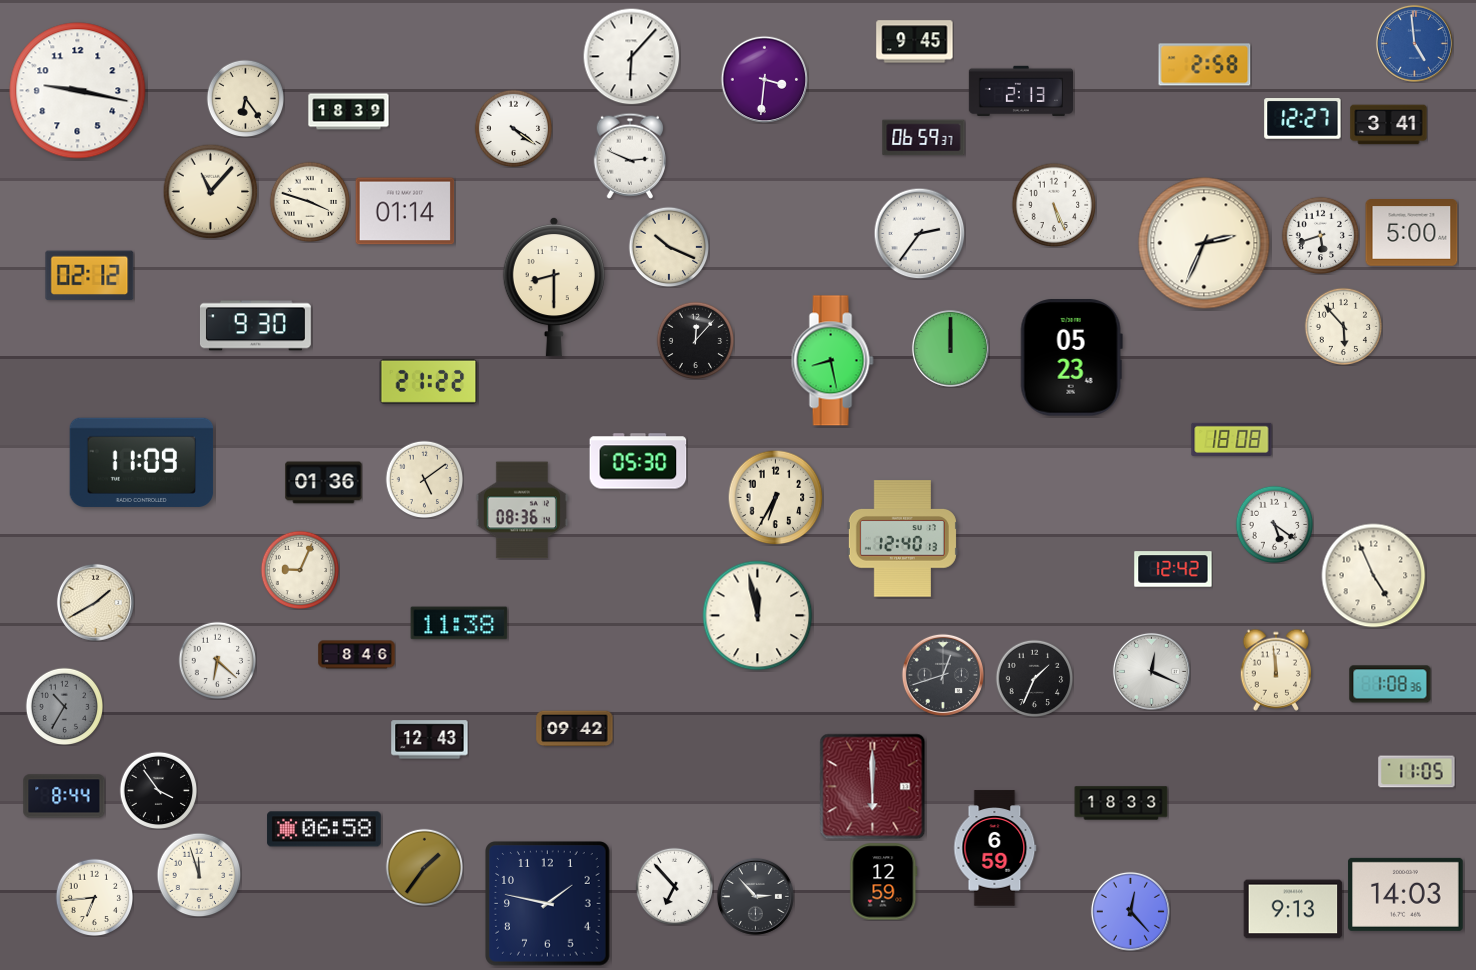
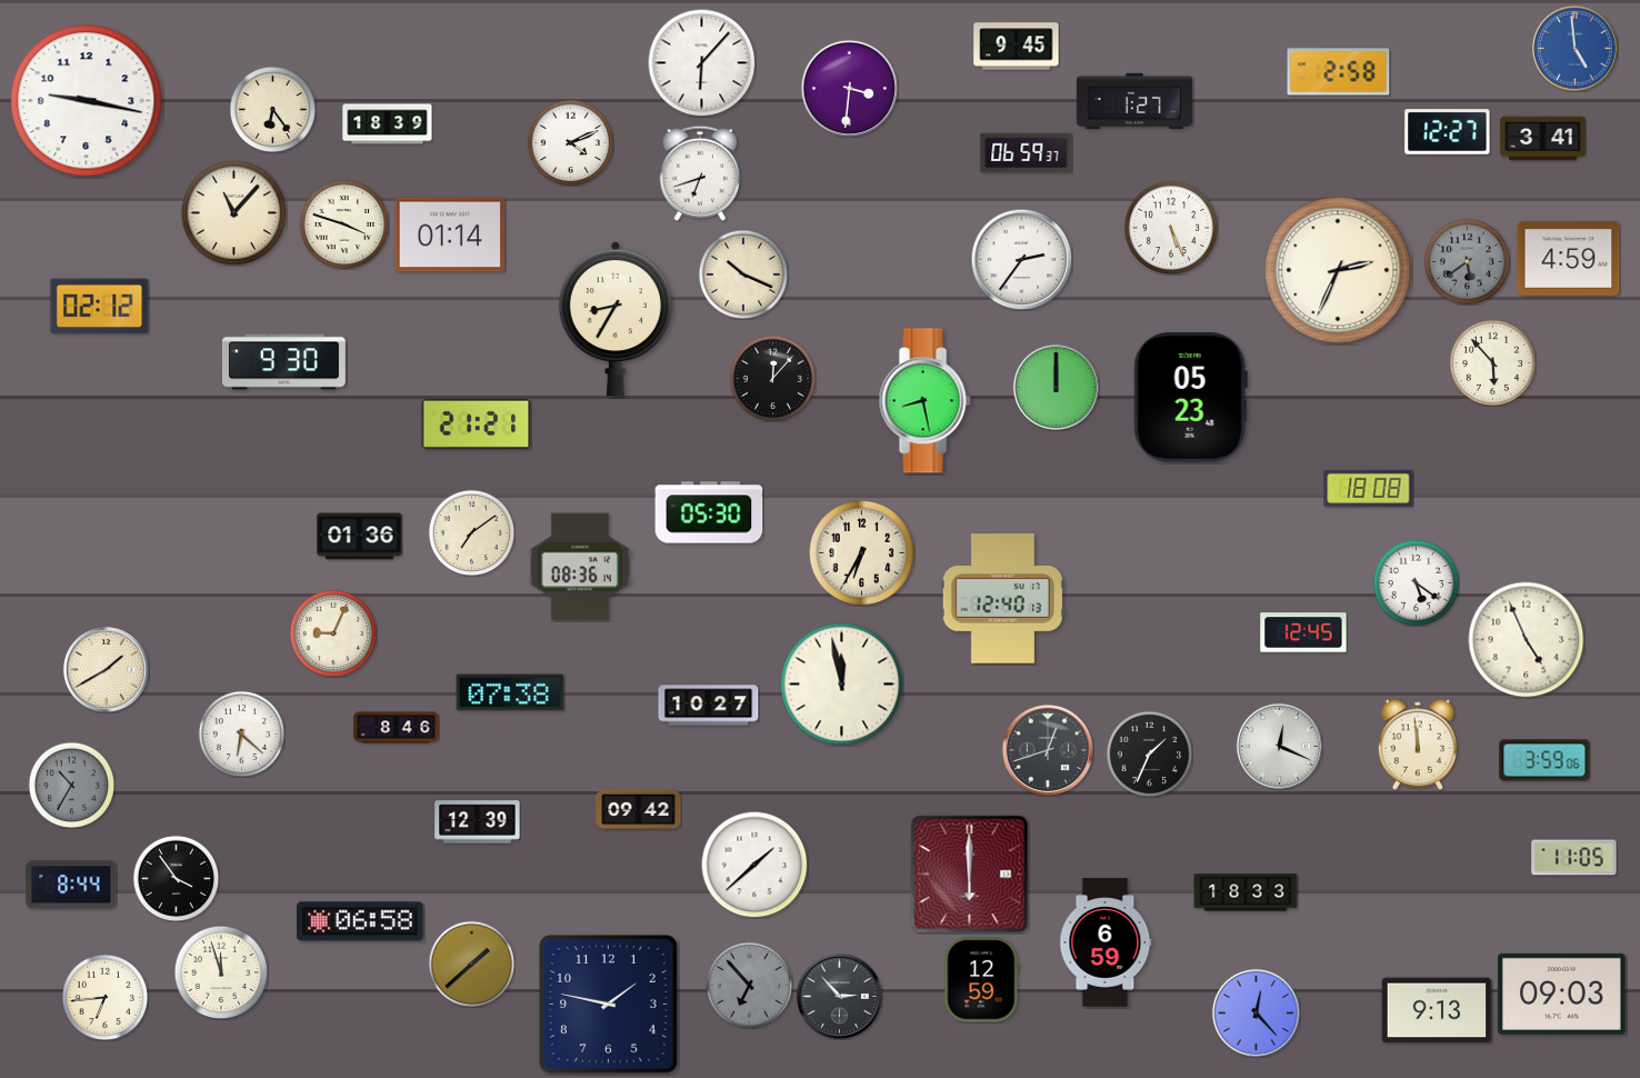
clock at (1414, 43) position: (1414, 43) -> (1574, 48)
clock at (1020, 91): 2:13 -> 1:27
clock at (513, 128): 4:21 -> 4:11
clock at (629, 156): 2:49 -> 6:42
clock at (1412, 233): 5:00 -> 4:59
clock at (1320, 235): 5:42 -> 5:39
clock at (1320, 235) dial: white -> grey
clock at (554, 287): 8:30 -> 8:35
clock at (429, 381): 21:22 -> 21:21
clock at (142, 462): 11:09 -> none
clock at (424, 479): 5:09 -> 7:09
clock at (1173, 569): 12:42 -> 12:45
clock at (459, 623): 11:38 -> 07:38
clock at (709, 706): none -> 10:27
clock at (1390, 684): 1:08 -> 3:59
clock at (430, 740): 12:43 -> 12:39
clock at (754, 865): none -> 1:38
clock at (424, 867): 1:36 -> 1:38
clock at (674, 886) dial: white -> grey
clock at (1406, 894): 14:03 -> 09:03
